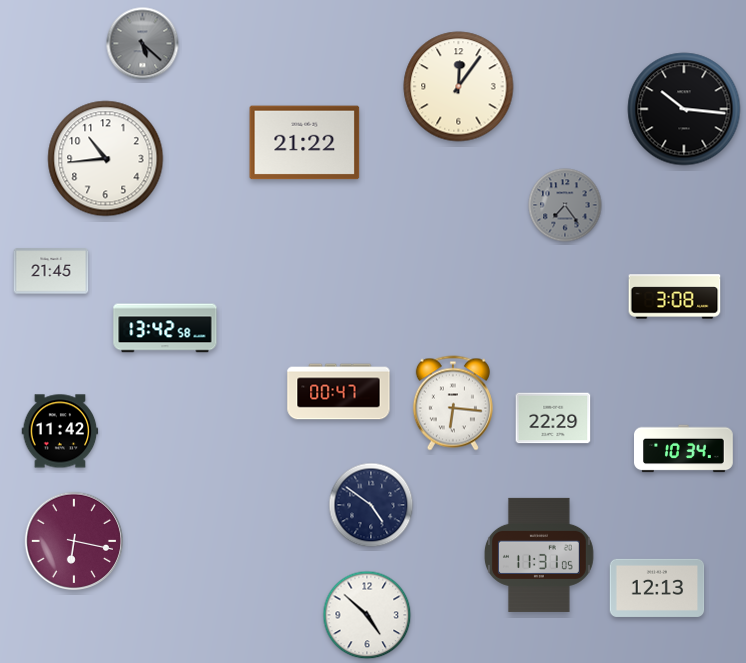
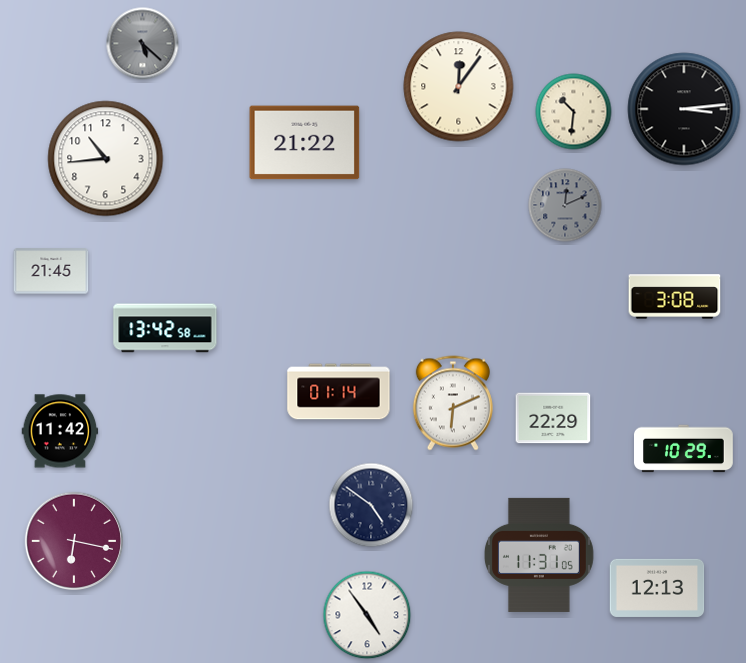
clock at (684, 109): 10:16 -> 3:14
clock at (574, 112): none -> 10:31
clock at (565, 205): 7:24 -> 12:11
clock at (339, 392): 00:47 -> 01:14
clock at (453, 403): 6:16 -> 6:11
clock at (684, 449): 10:34 -> 10:29
clock at (367, 615): 4:52 -> 4:54
